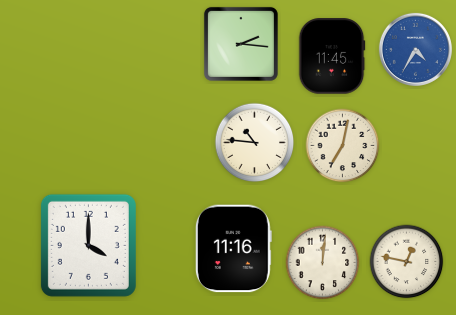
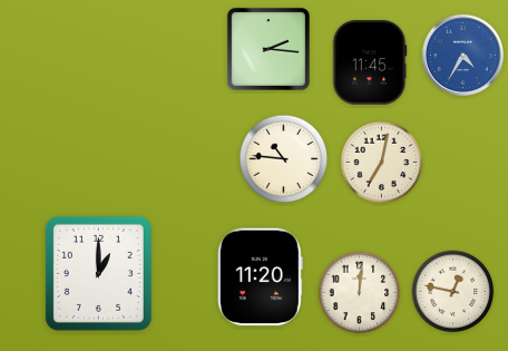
clock at (88, 245): 4:00 -> 1:00
clock at (233, 249): 11:16 -> 11:20
